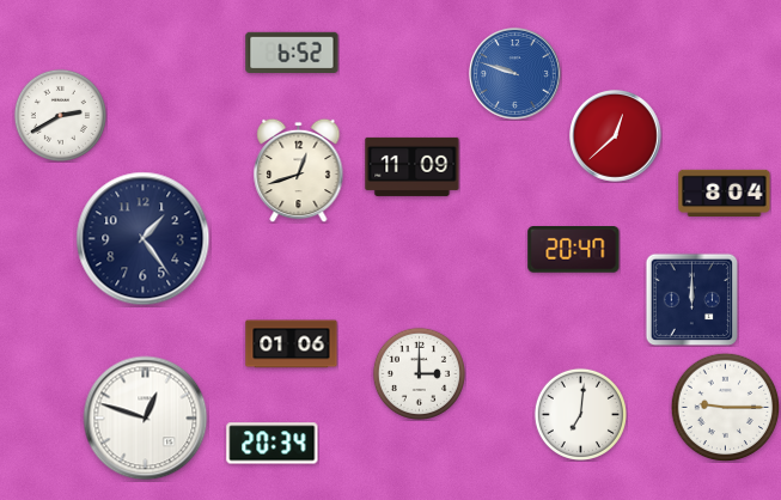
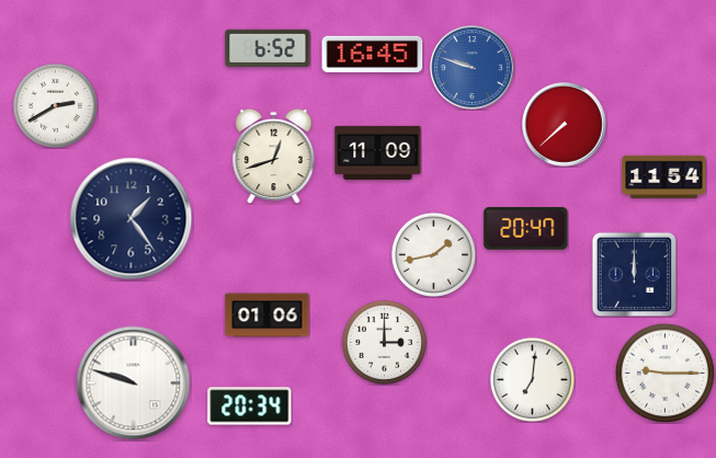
clock at (373, 54): none -> 16:45
clock at (616, 136): 12:38 -> 7:38
clock at (725, 193): 8:04 -> 11:54
clock at (433, 254): none -> 1:43
clock at (146, 419): 12:48 -> 9:48
